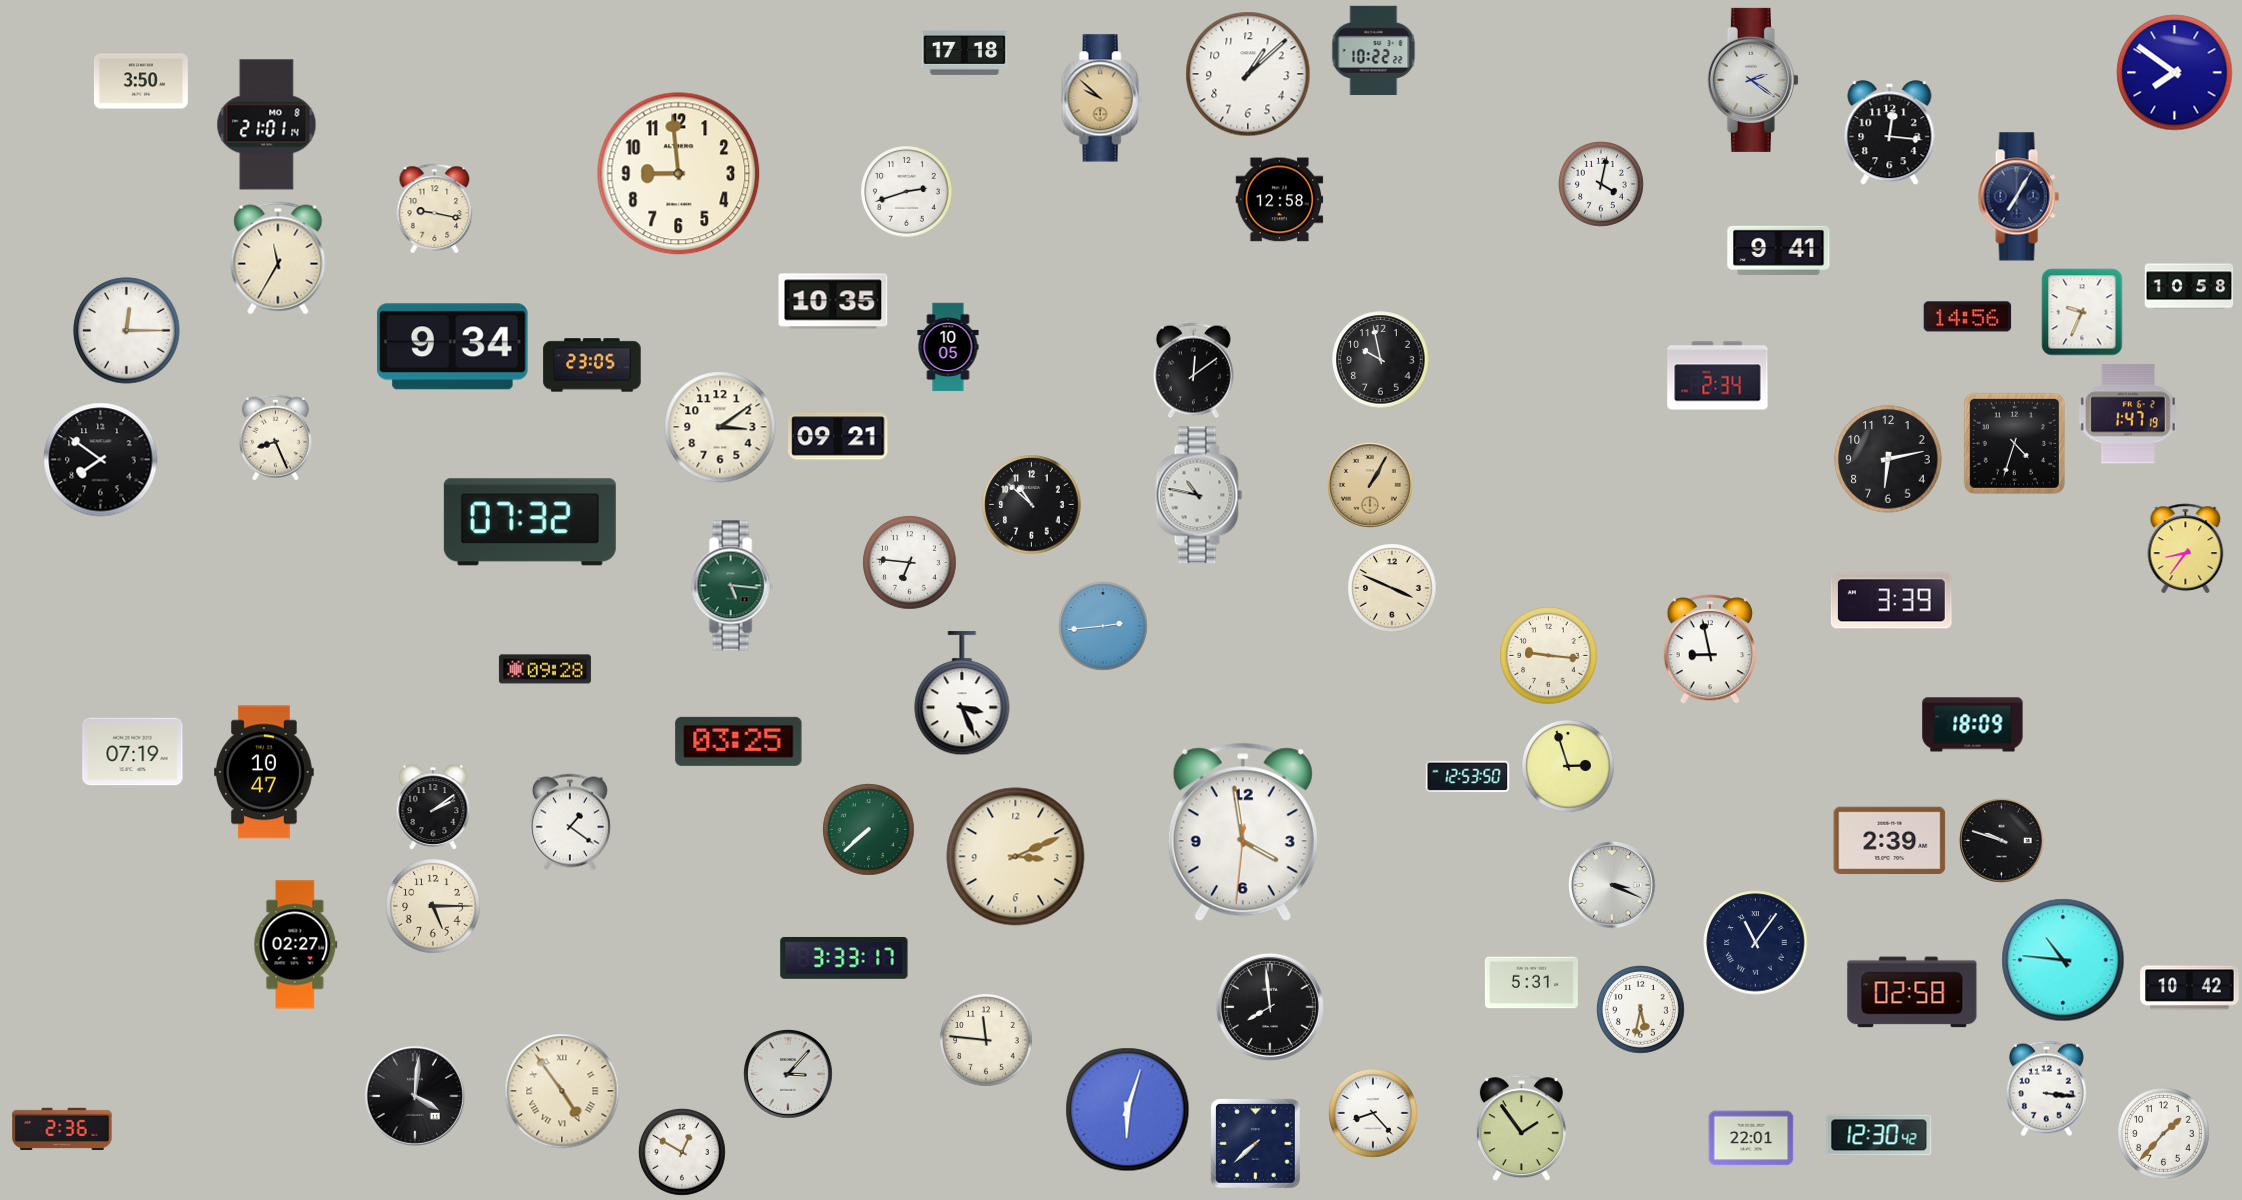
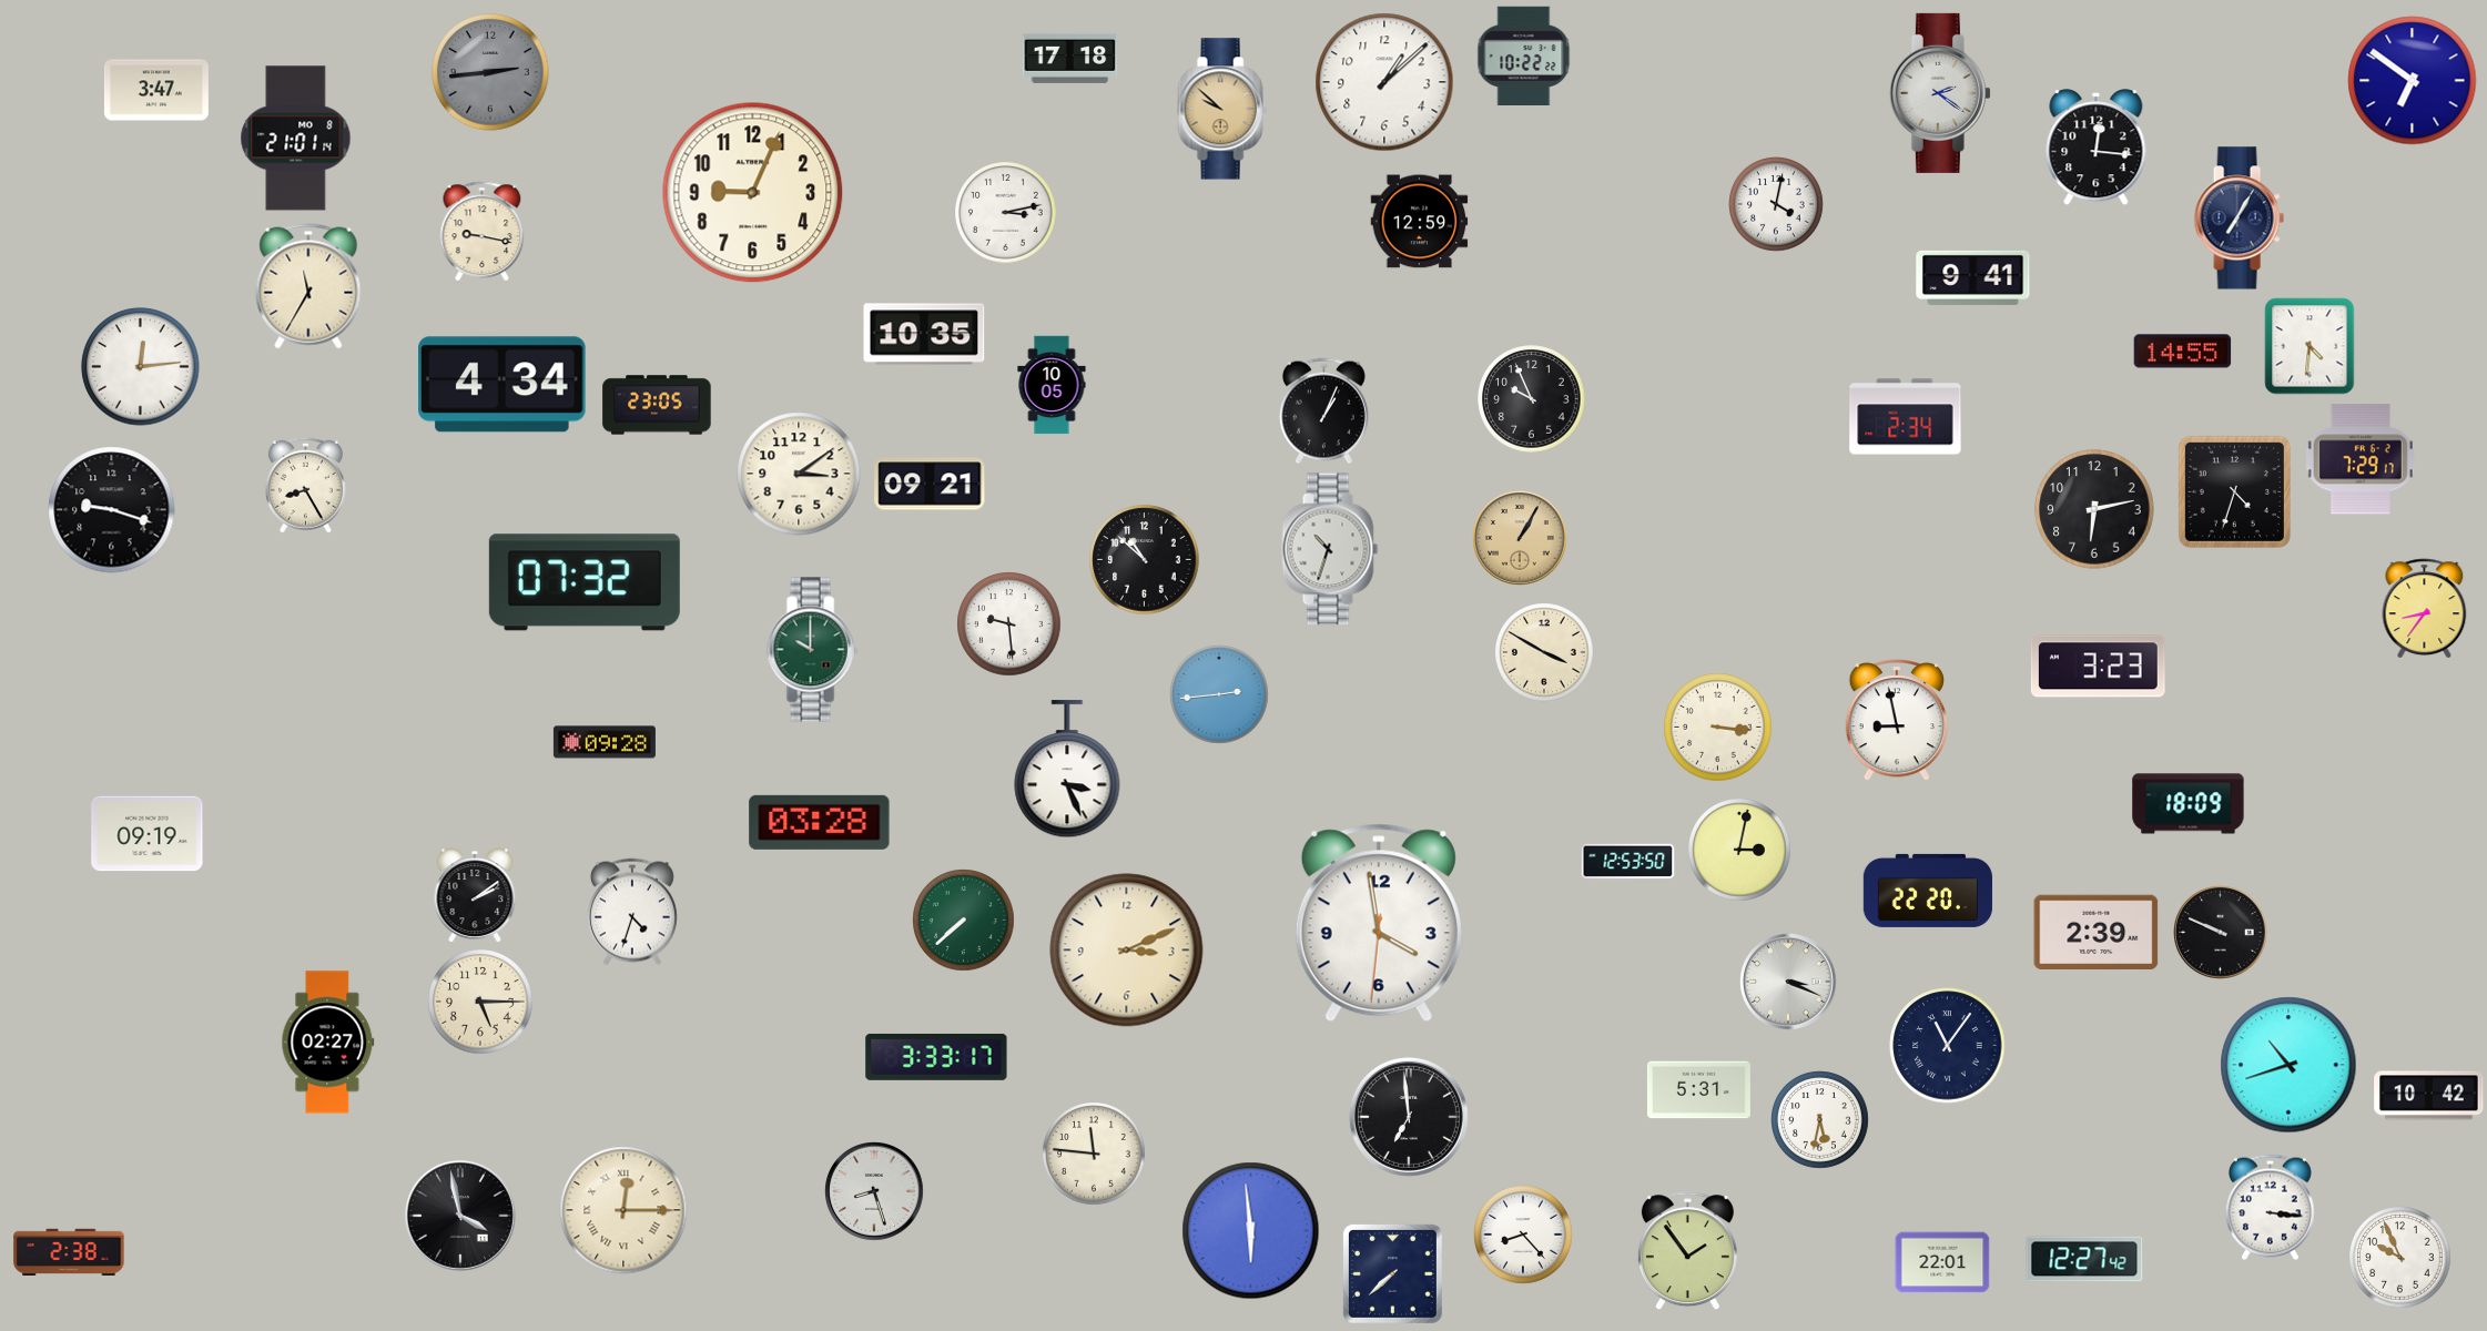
clock at (490, 72): none -> 2:44
clock at (2175, 73): 7:51 -> 6:51
clock at (1753, 80) position: (1753, 80) -> (1940, 93)
clock at (141, 81): 3:50 -> 3:47
clock at (679, 174): 8:59 -> 9:04
clock at (907, 192): 2:42 -> 3:13
clock at (1280, 200): 12:58 -> 12:59
clock at (2189, 286): 10:58 -> none
clock at (2082, 312): 9:34 -> 4:31
clock at (1968, 317): 14:56 -> 14:55
clock at (127, 331): 12:15 -> 12:14
clock at (453, 347): 9:34 -> 4:34
clock at (1381, 360): 9:58 -> 9:56
clock at (1193, 371): 12:09 -> 1:04
clock at (2128, 414): 1:47 -> 7:29
clock at (275, 437): 8:26 -> 8:25
clock at (101, 460): 7:51 -> 9:18
clock at (1199, 495): 10:47 -> 10:33
clock at (530, 522) position: (530, 522) -> (585, 582)
clock at (910, 563): 6:46 -> 9:29
clock at (732, 586): 5:16 -> 10:00
clock at (1393, 589): 3:49 -> 3:50
clock at (1891, 601): 3:39 -> 3:23
clock at (1104, 627) position: (1104, 627) -> (1220, 695)
clock at (1549, 656): 9:16 -> 3:16
clock at (739, 741): 03:25 -> 03:28
clock at (133, 752): 07:19 -> 09:19
clock at (1568, 766): 2:57 -> 3:02
clock at (265, 772): 10:47 -> none
clock at (1928, 891): none -> 22:20
clock at (433, 807) position: (433, 807) -> (475, 895)
clock at (570, 822): 1:21 -> 4:33
clock at (2002, 841): 9:48 -> 9:49
clock at (433, 906) position: (433, 906) -> (480, 1002)
clock at (296, 945) position: (296, 945) -> (328, 1043)
clock at (844, 958) position: (844, 958) -> (936, 1057)
clock at (2063, 960): 10:46 -> 10:42
clock at (1912, 992): 02:58 -> none
clock at (1270, 1007): 7:59 -> 6:59
clock at (788, 1074): 3:07 -> 8:27
clock at (562, 1091): 4:54 -> 12:15
clock at (415, 1096): 4:01 -> 3:58
clock at (1128, 1110): 6:03 -> 5:59
clock at (62, 1128): 2:36 -> 2:38
clock at (2164, 1134): 1:37 -> 9:56
clock at (1879, 1135): 12:30 -> 12:27
clock at (1255, 1143) position: (1255, 1143) -> (1392, 1273)
clock at (683, 1153): 12:50 -> none
